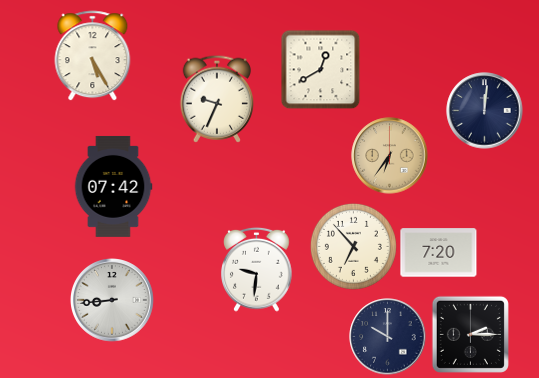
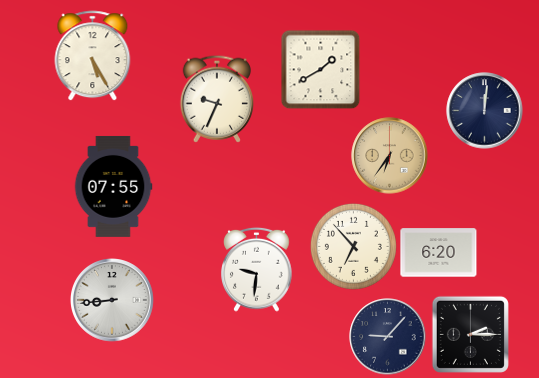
clock at (320, 69): 12:40 -> 1:40
clock at (113, 186): 07:42 -> 07:55
clock at (439, 253): 7:20 -> 6:20
clock at (388, 337): 10:00 -> 9:07
